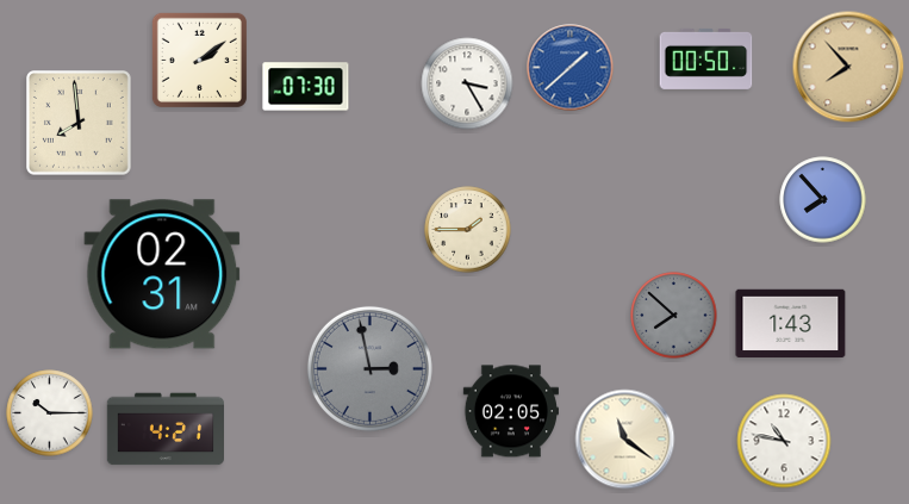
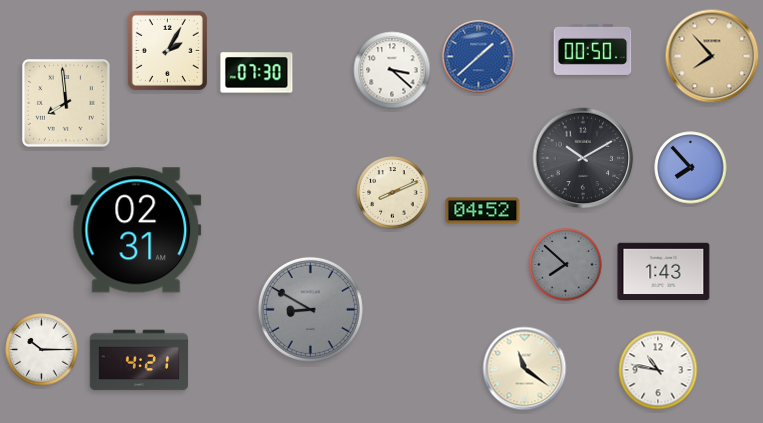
clock at (199, 60): 2:09 -> 2:05
clock at (467, 83): 3:25 -> 3:22
clock at (583, 158): none -> 10:10
clock at (468, 230): 1:45 -> 8:11
clock at (483, 211): none -> 04:52
clock at (369, 368): 2:58 -> 8:50
clock at (510, 411): 02:05 -> none
clock at (50, 413) position: (50, 413) -> (42, 350)
